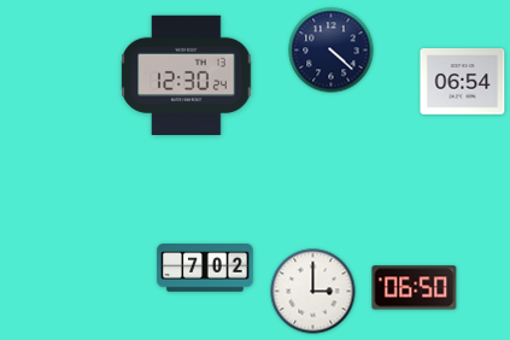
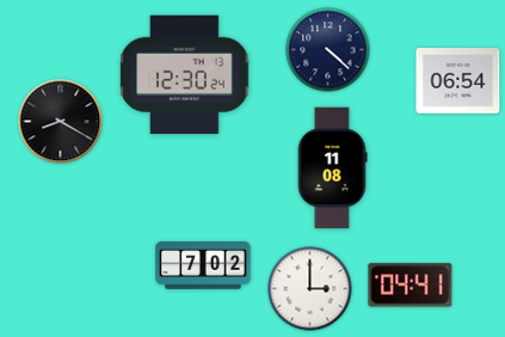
clock at (61, 122): none -> 8:20
clock at (332, 168): none -> 11:08
clock at (415, 288): 06:50 -> 04:41
